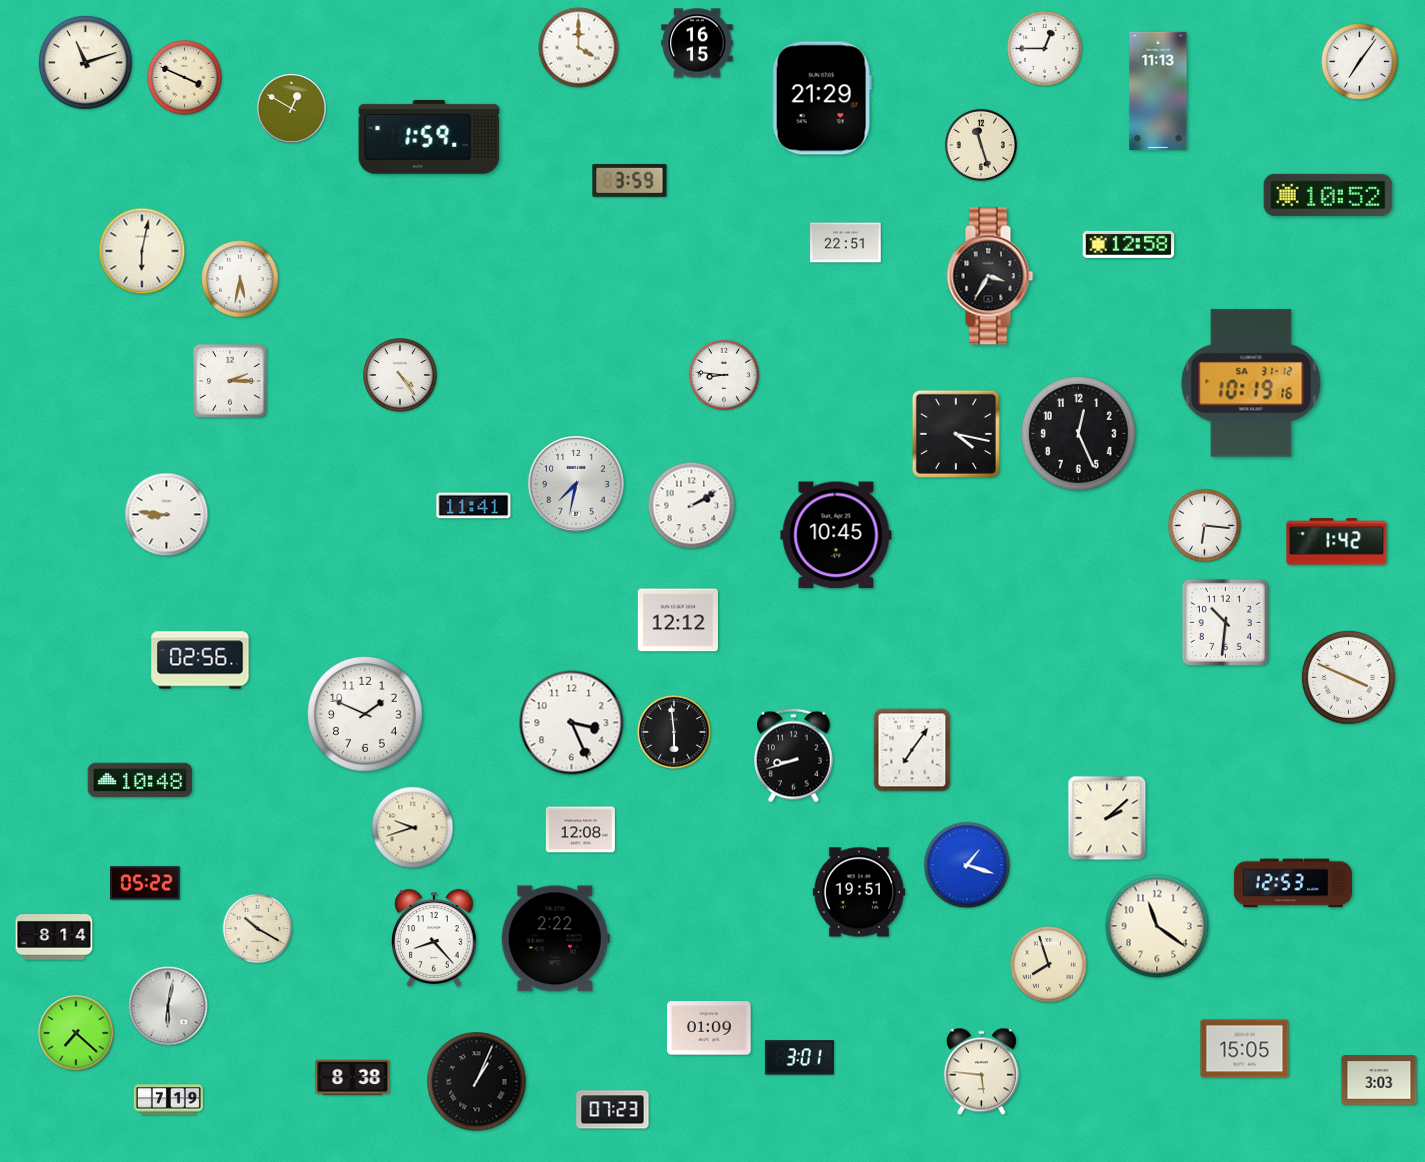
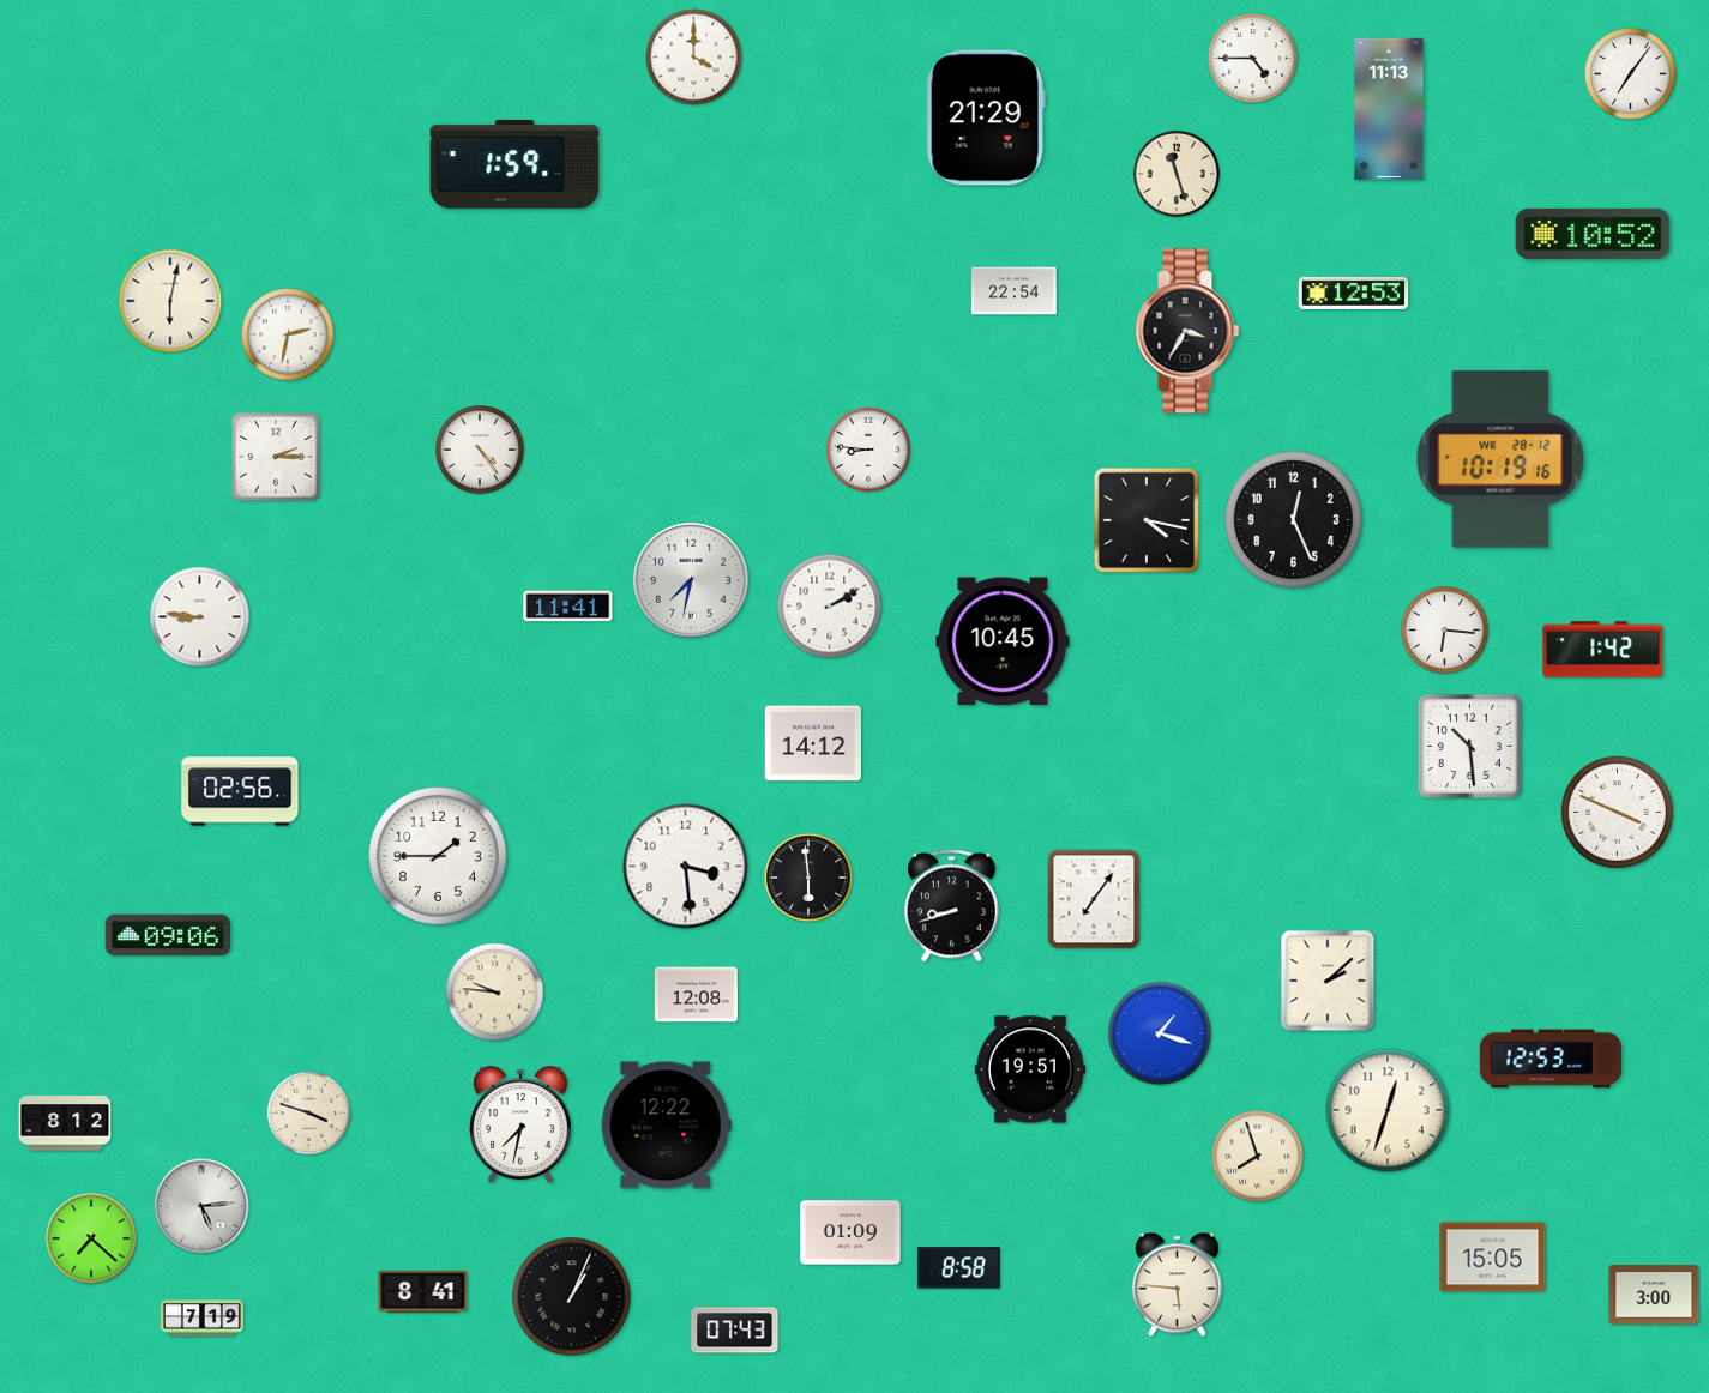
clock at (697, 43): 16:15 -> none
clock at (1045, 49): 12:45 -> 4:45
clock at (85, 62): 11:12 -> none
clock at (185, 78): 3:49 -> none
clock at (292, 109): 12:50 -> none
clock at (630, 180): 3:59 -> none
clock at (846, 243): 22:51 -> 22:54
clock at (1129, 244): 12:58 -> 12:53
clock at (240, 279): 5:32 -> 2:32
clock at (1251, 383) date: SA 31-12 -> WE 28-12
clock at (677, 620): 12:12 -> 14:12
clock at (1225, 622): 10:31 -> 10:29
clock at (365, 714): 1:49 -> 1:45
clock at (572, 723): 3:26 -> 3:29
clock at (140, 779): 10:48 -> 09:06
clock at (413, 828): 9:42 -> 9:46
clock at (967, 865) position: (967, 865) -> (1160, 1033)
clock at (145, 883): 05:22 -> none
clock at (1157, 926): 11:21 -> 12:33
clock at (258, 929): 10:20 -> 3:48
clock at (54, 937): 8:14 -> 8:12
clock at (434, 938): 8:23 -> 7:32
clock at (555, 939): 2:22 -> 12:22
clock at (168, 1006): 6:02 -> 5:14
clock at (799, 1058): 3:01 -> 8:58
clock at (353, 1078): 8:38 -> 8:41
clock at (1379, 1080): 3:03 -> 3:00
clock at (613, 1110): 07:23 -> 07:43
